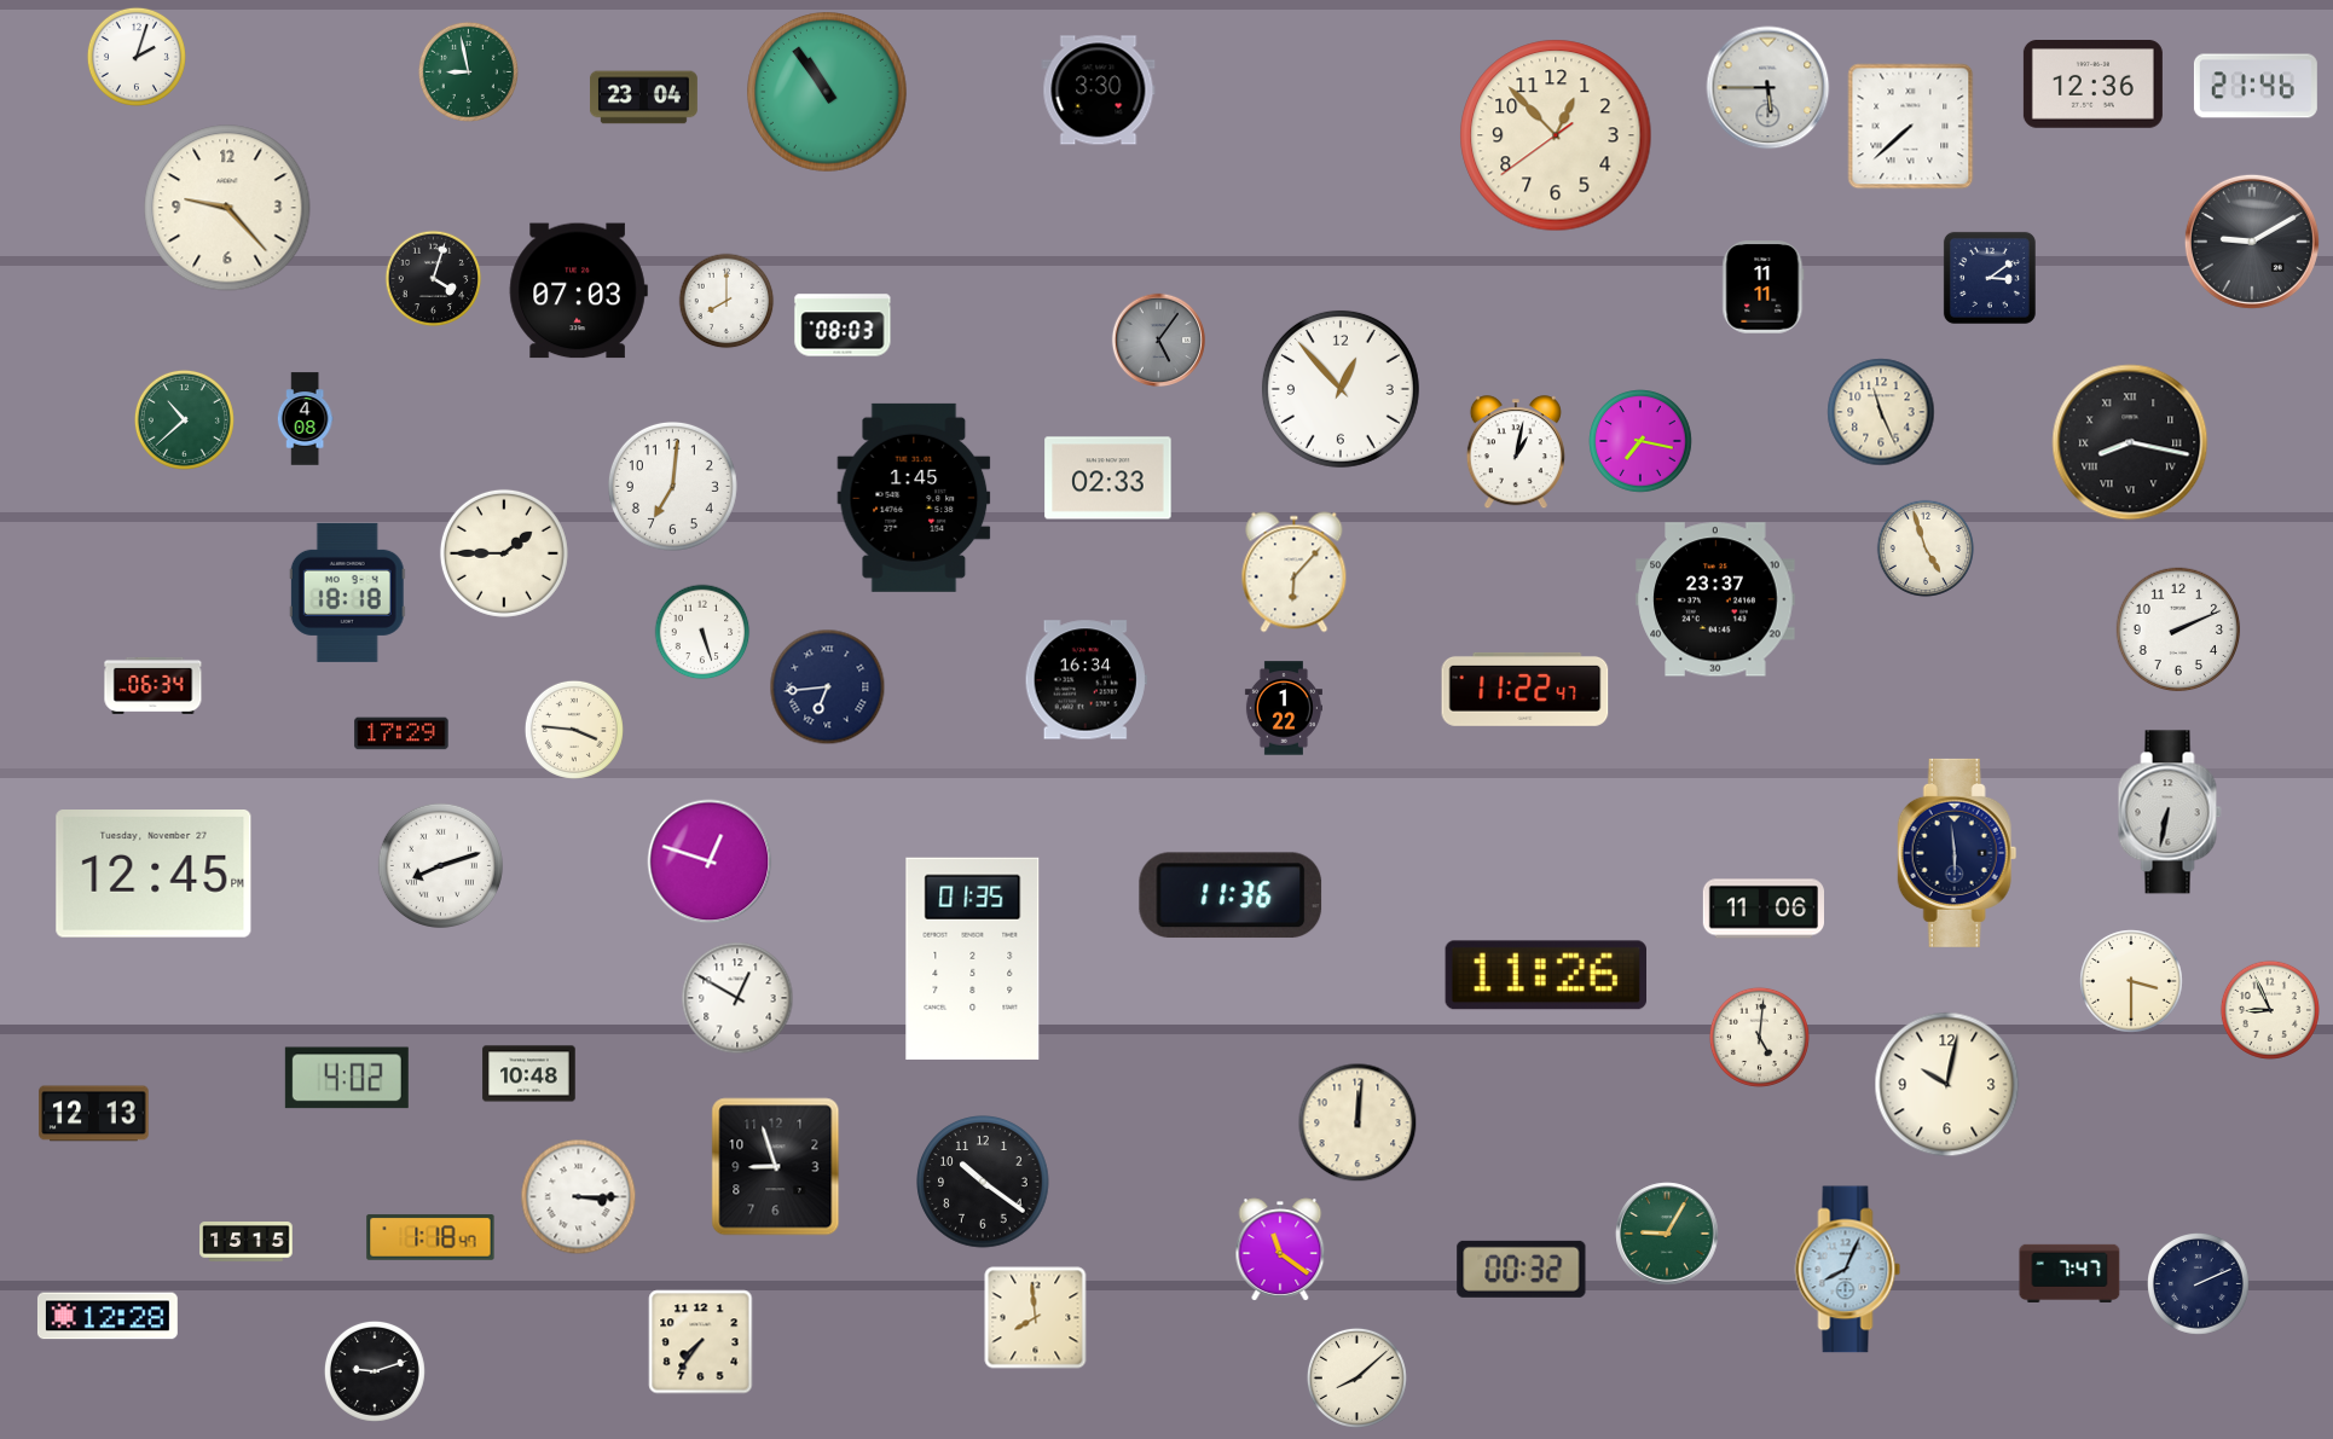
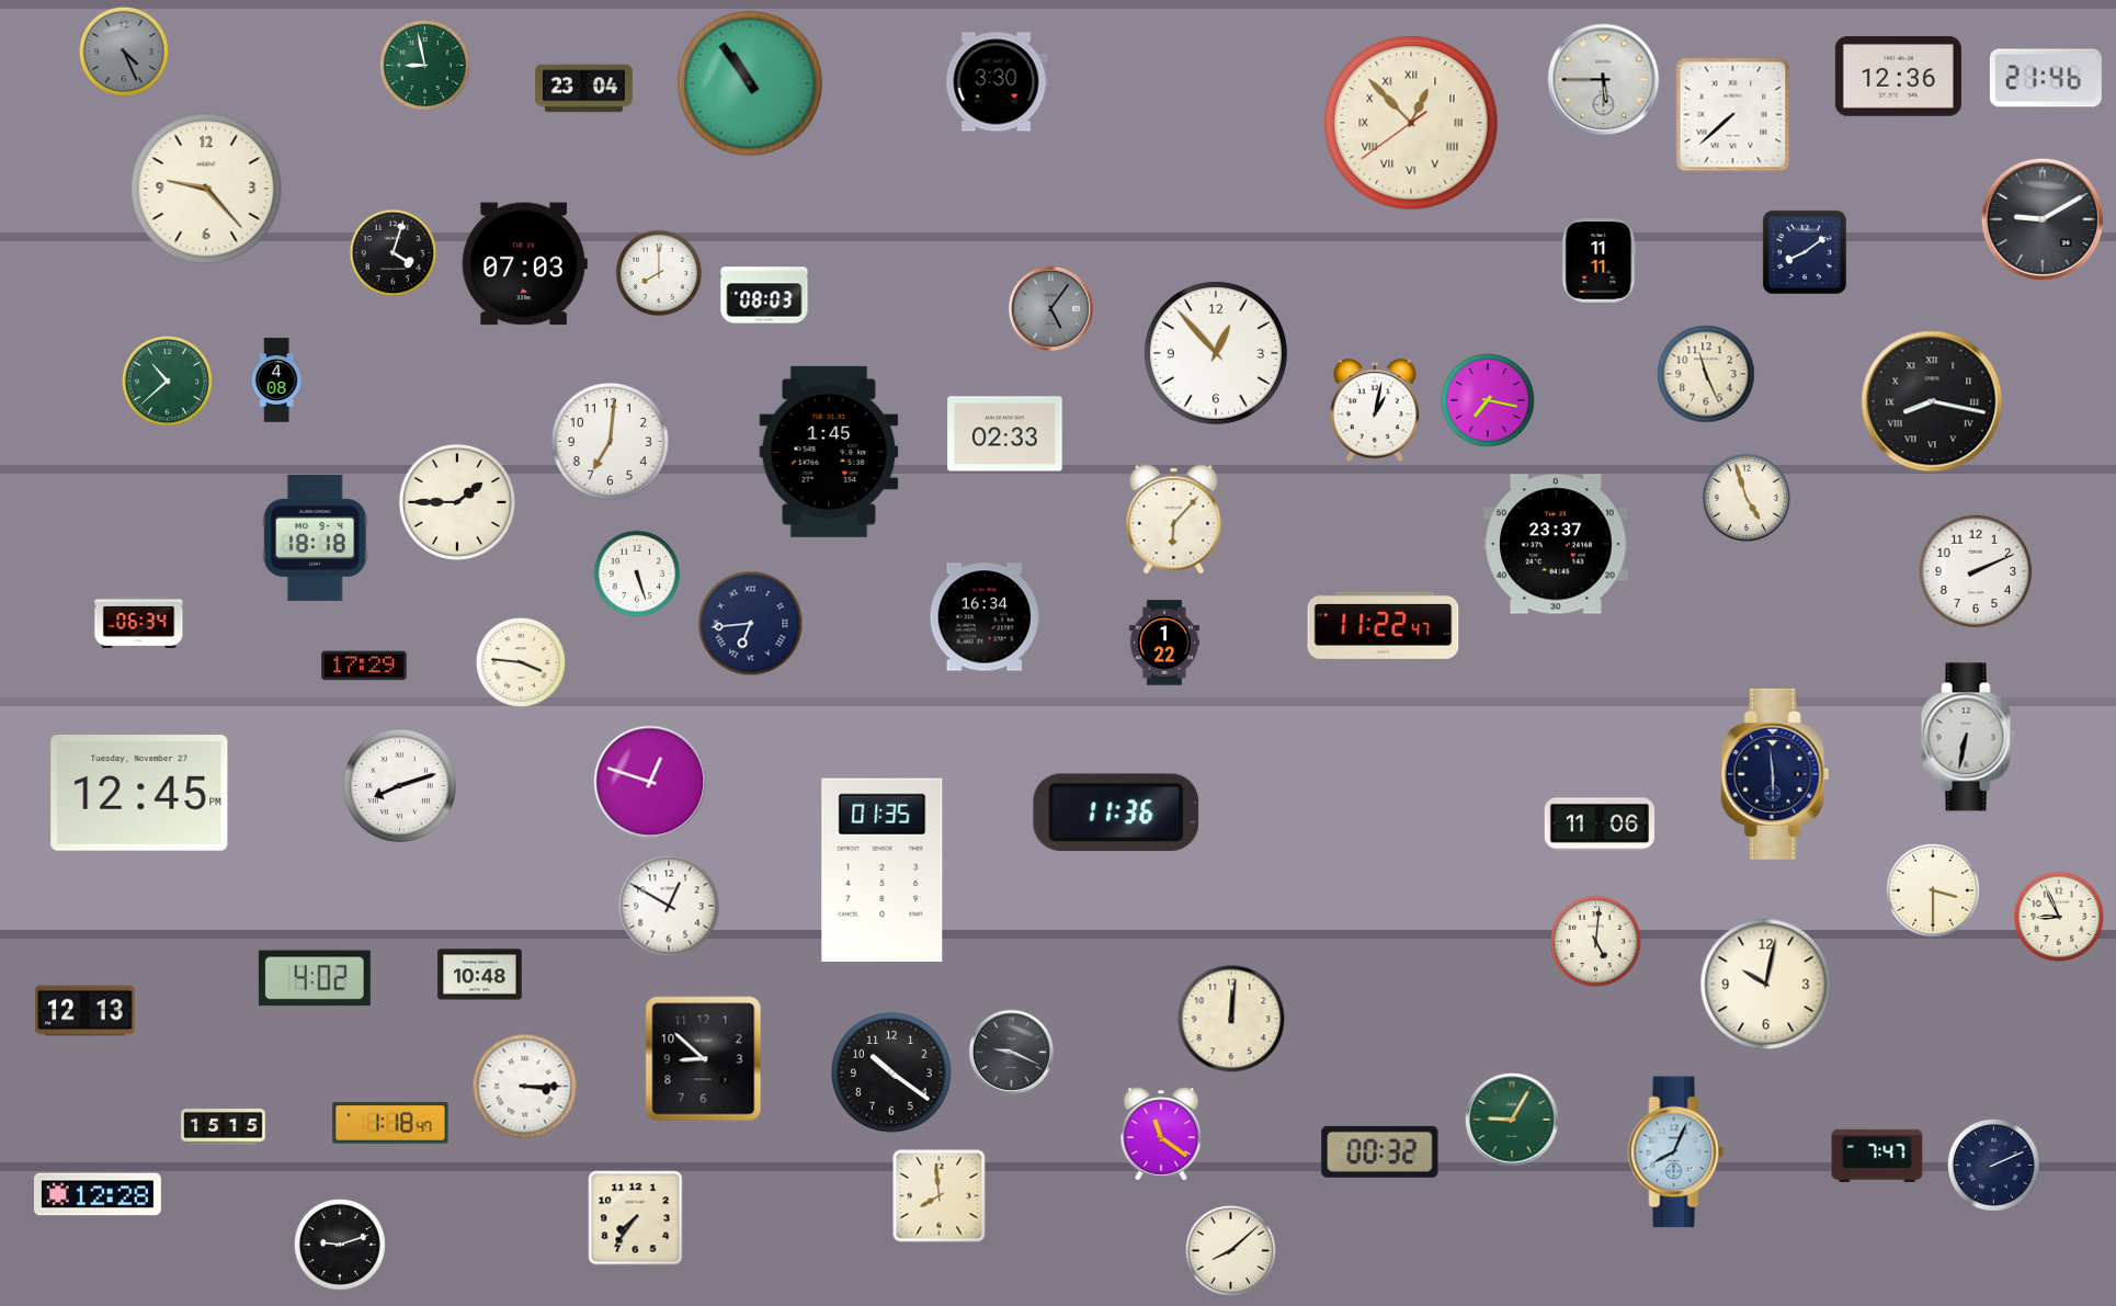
clock at (137, 57): 2:03 -> 4:26
clock at (137, 57) dial: white -> grey
clock at (1556, 135) numerals: Arabic -> Roman
clock at (1990, 278): 3:09 -> 8:09
clock at (710, 861) position: (710, 861) -> (650, 782)
clock at (1545, 975): 11:26 -> none
clock at (1011, 1052): none -> 9:19
clock at (776, 1167): 8:57 -> 8:52
